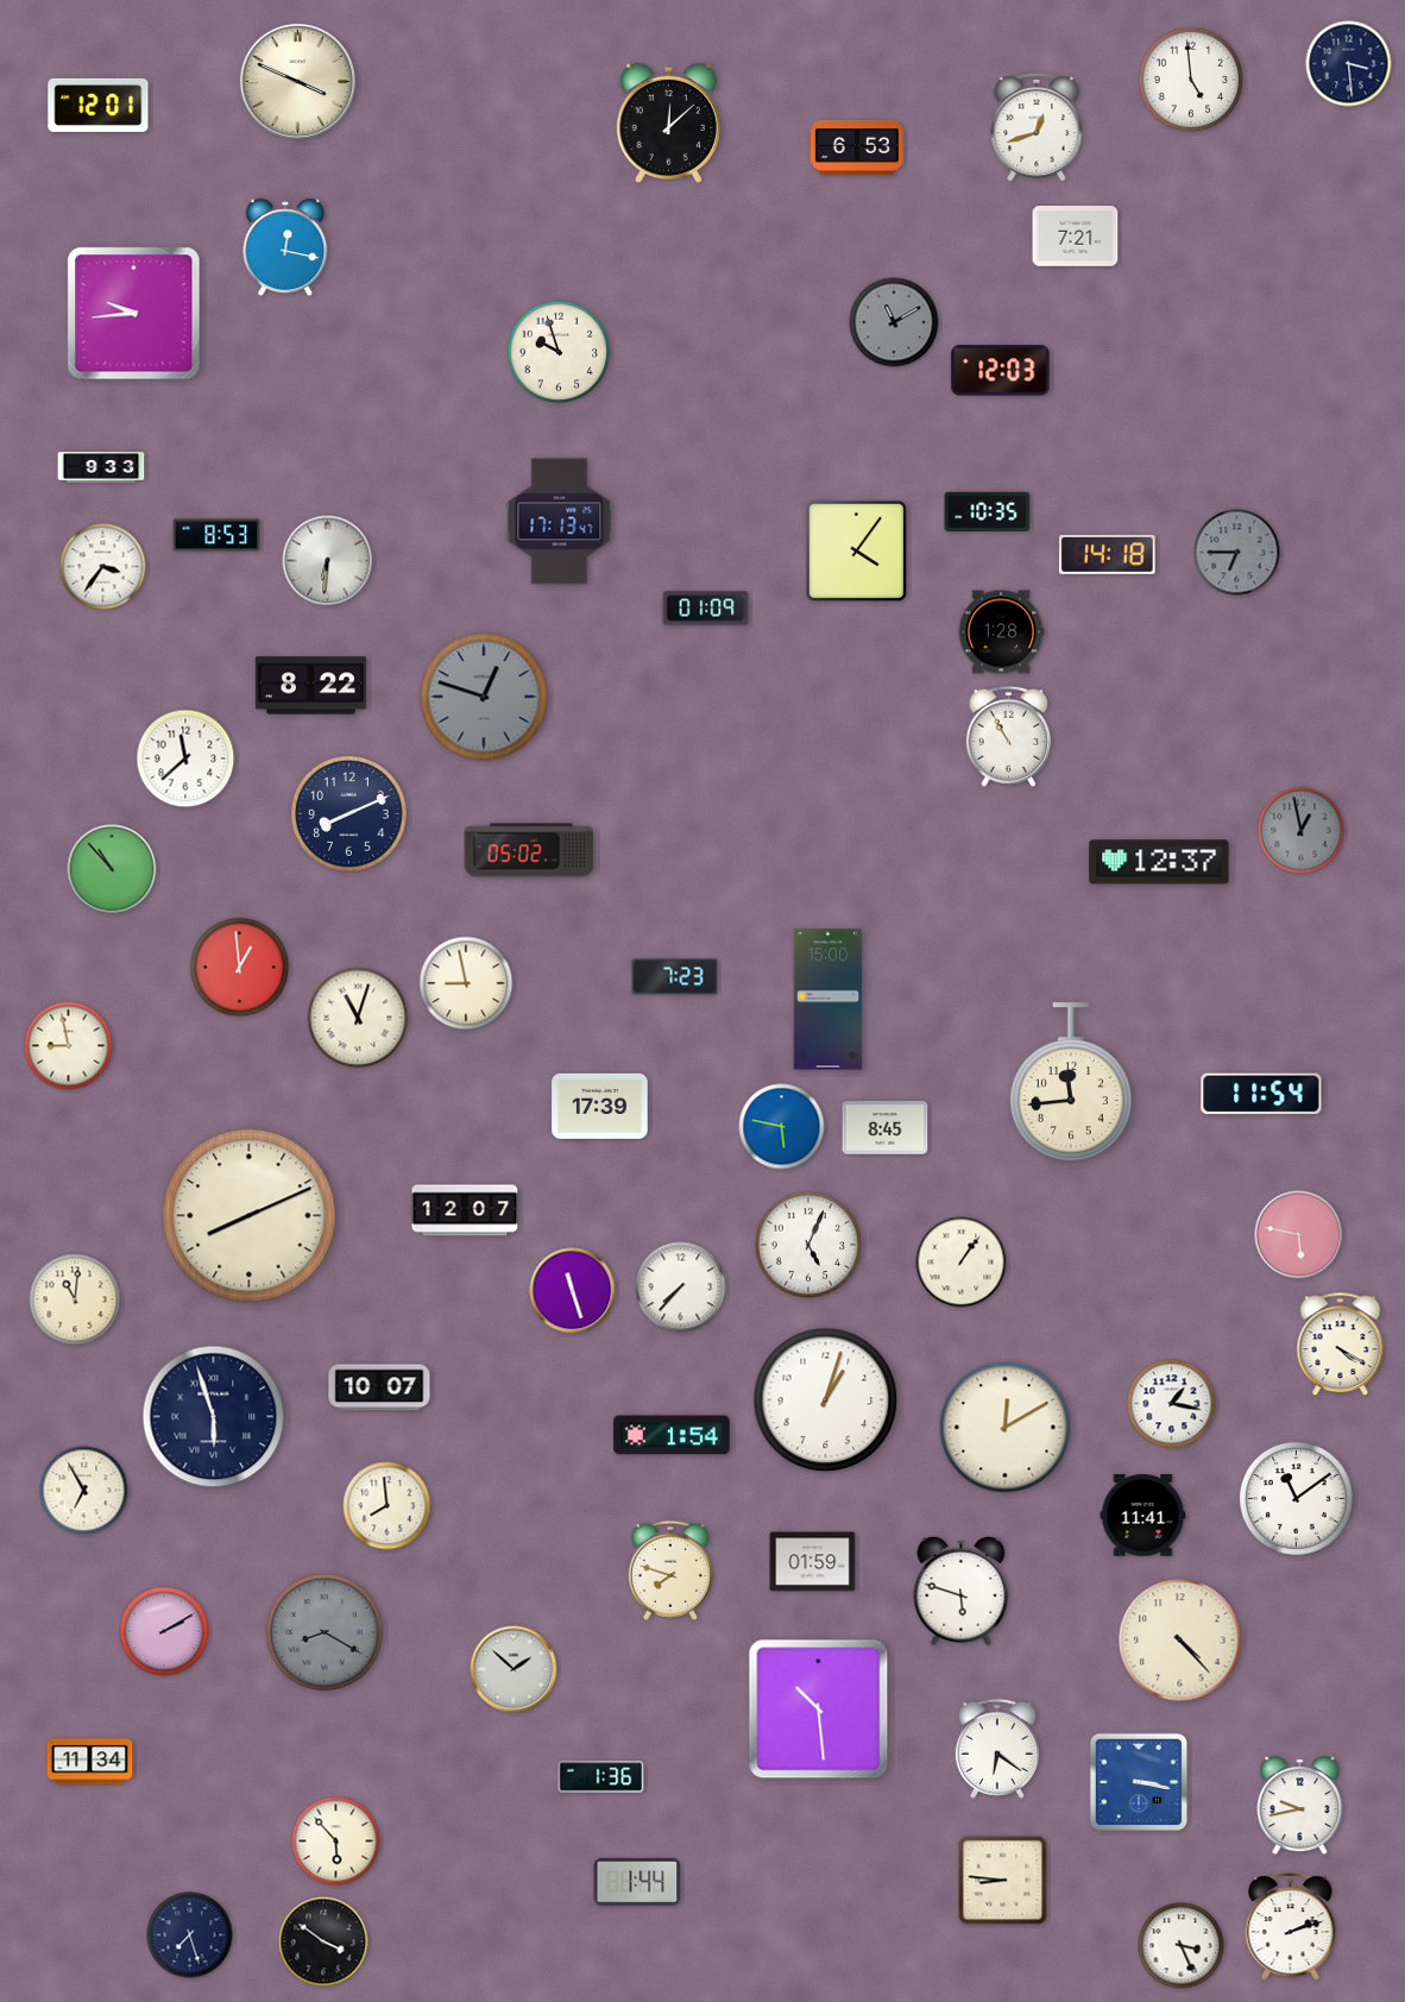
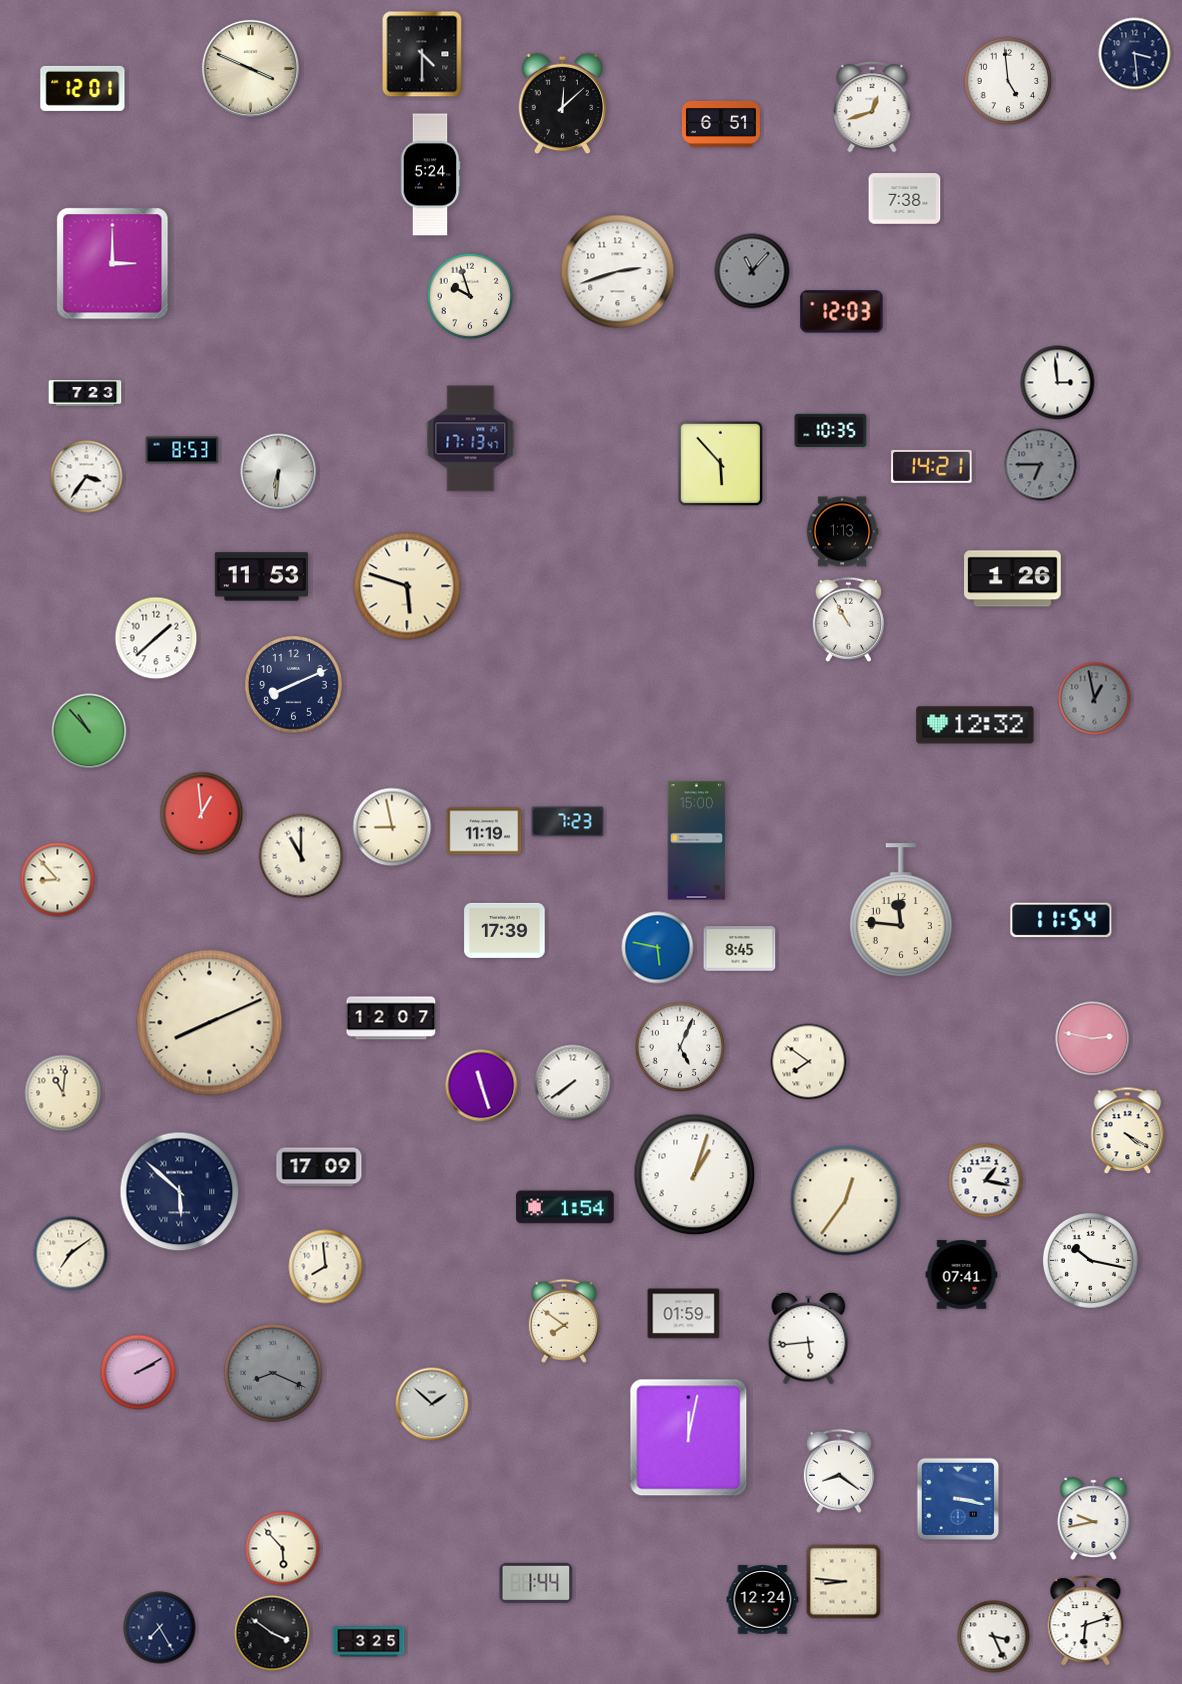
clock at (422, 54): none -> 4:30
clock at (1191, 80) position: (1191, 80) -> (1008, 81)
clock at (857, 147): 6:53 -> 6:51
clock at (430, 175): none -> 5:24
clock at (1076, 237): 7:21 -> 7:38
clock at (285, 247): 12:17 -> none
clock at (134, 314): 9:44 -> 3:00
clock at (894, 322): 11:10 -> 11:07
clock at (618, 272): none -> 2:42
clock at (1058, 383): none -> 2:59
clock at (101, 467): 9:33 -> 7:23
clock at (856, 550): 4:06 -> 5:53
clock at (1108, 554): 14:18 -> 14:21
clock at (328, 561) position: (328, 561) -> (279, 472)
clock at (706, 609): 01:09 -> none
clock at (1001, 632): 1:28 -> 1:13
clock at (310, 686): 8:22 -> 11:53
clock at (1013, 579): none -> 1:26
clock at (484, 697): 12:48 -> 5:48
clock at (484, 697) dial: grey -> cream
clock at (185, 758): 11:38 -> 1:38
clock at (529, 850): 05:02 -> none
clock at (1159, 862): 12:37 -> 12:32
clock at (112, 869) position: (112, 869) -> (89, 731)
clock at (484, 831): none -> 11:19
clock at (358, 1018): 11:03 -> 11:00
clock at (69, 1046): 8:58 -> 8:53
clock at (1071, 1082): 11:44 -> 11:46
clock at (886, 1128) position: (886, 1128) -> (740, 949)
clock at (1299, 1235): 5:47 -> 2:47
clock at (962, 1263): 1:06 -> 7:51
clock at (681, 1288): 7:37 -> 7:39
clock at (379, 1387): 10:07 -> 17:09
clock at (826, 1400) position: (826, 1400) -> (695, 1175)
clock at (214, 1417): 5:57 -> 5:52
clock at (1006, 1428): 12:10 -> 12:36
clock at (84, 1491): 6:55 -> 7:09
clock at (1296, 1498): 11:09 -> 10:17
clock at (1143, 1516): 11:41 -> 07:41
clock at (670, 1570): 7:48 -> 7:51
clock at (962, 1591): 5:48 -> 5:44
clock at (325, 1632): 8:20 -> 8:19
clock at (1180, 1641): 4:23 -> none
clock at (819, 1710): 10:29 -> 12:02
clock at (997, 1749): 6:21 -> 8:21
clock at (90, 1762): 11:34 -> none
clock at (601, 1777): 1:36 -> none
clock at (763, 1600): none -> 12:24
clock at (1291, 1927): 2:12 -> 6:12
clock at (190, 1935): 7:27 -> 7:25
clock at (369, 1642): none -> 3:25
